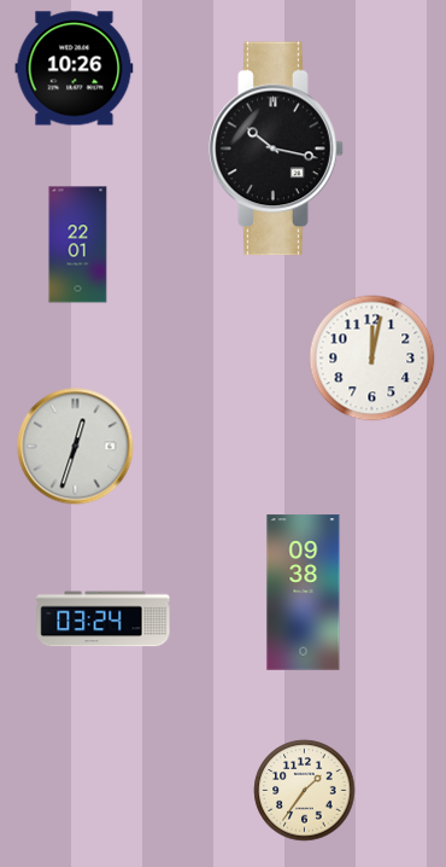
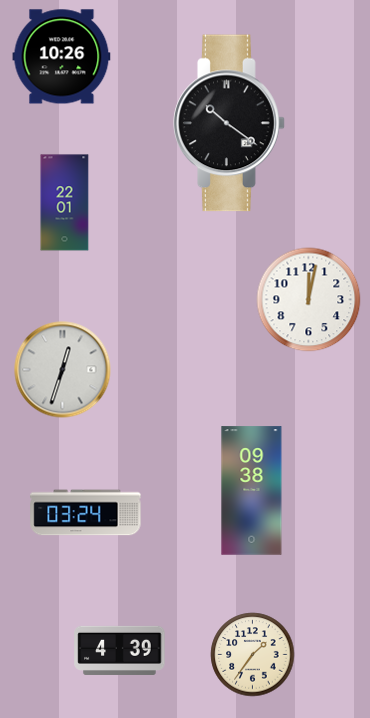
clock at (276, 149): 10:17 -> 10:21
clock at (372, 359) position: (372, 359) -> (309, 300)
clock at (120, 650): none -> 4:39
